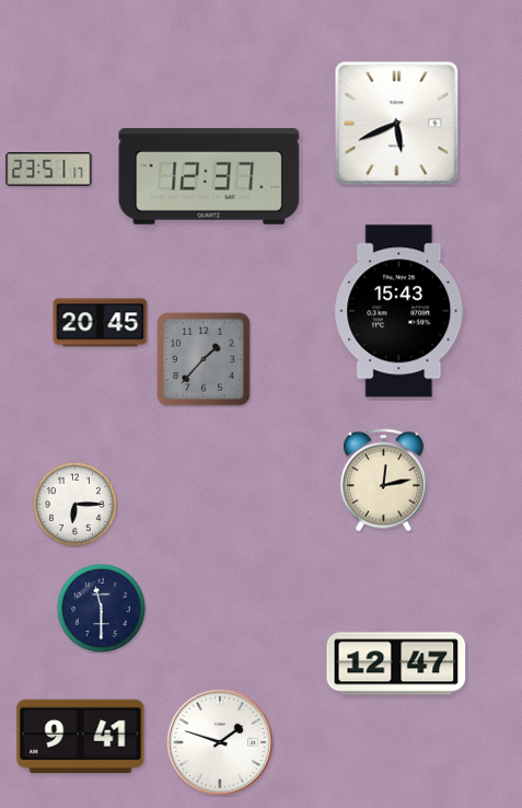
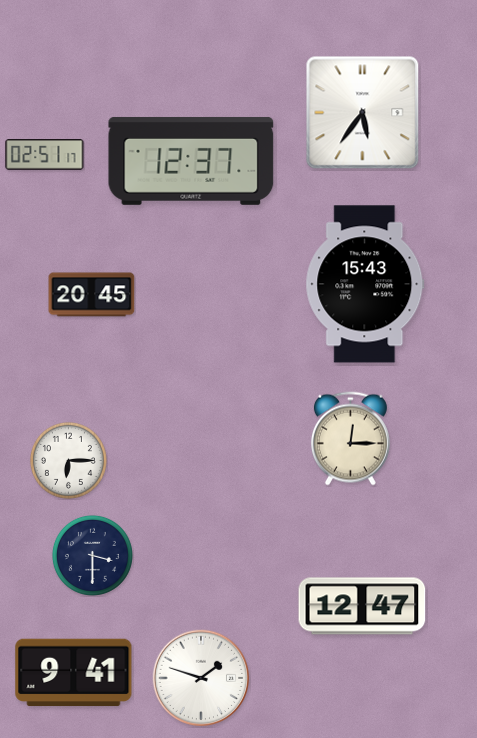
clock at (397, 124): 5:41 -> 5:36
clock at (49, 170): 23:51 -> 02:51
clock at (204, 359): 1:37 -> none
clock at (383, 481): 12:13 -> 12:15
clock at (101, 608): 11:30 -> 3:30
